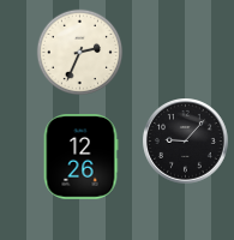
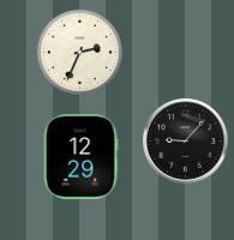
clock at (80, 157): 12:26 -> 12:29
